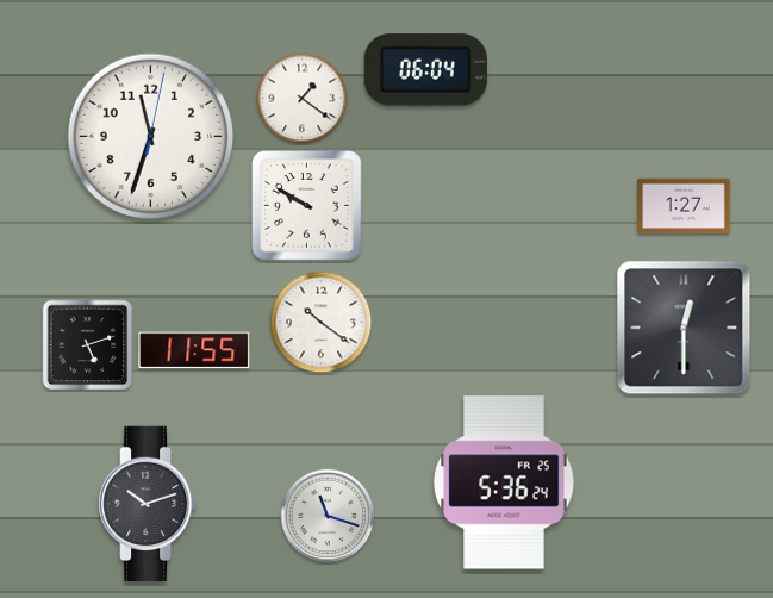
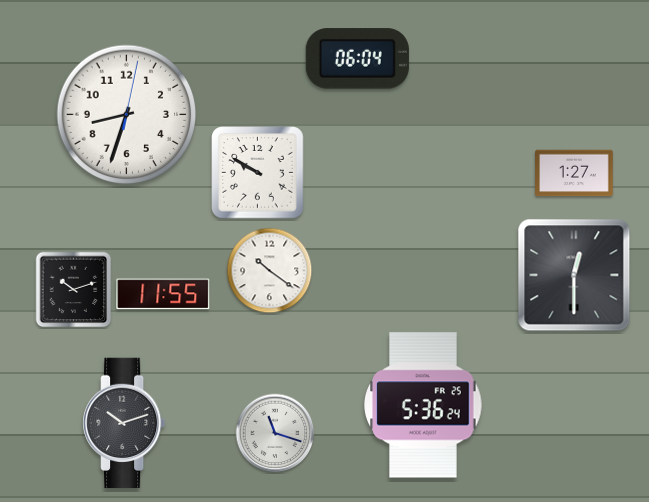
clock at (303, 99): 1:21 -> none
clock at (151, 137): 11:33 -> 8:33
clock at (88, 345): 5:12 -> 10:12
